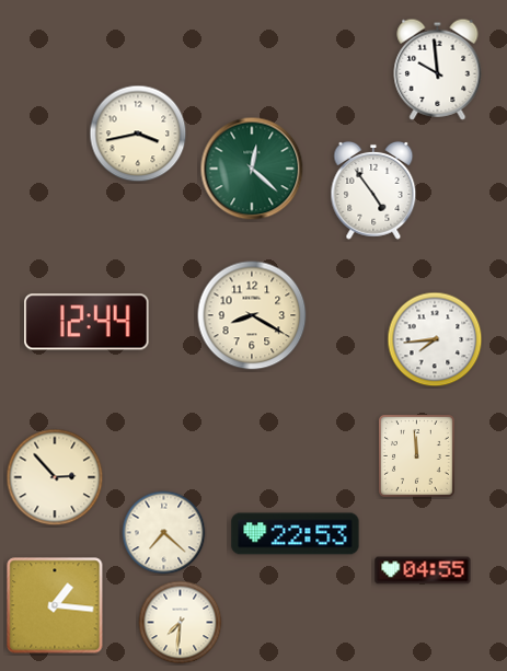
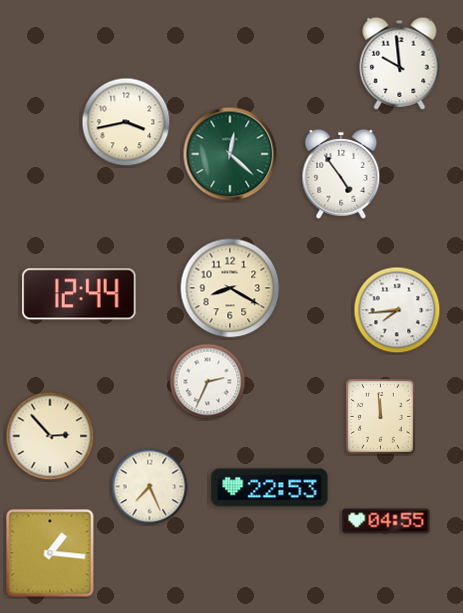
clock at (208, 382): none -> 2:34
clock at (164, 533): 7:22 -> 7:26
clock at (181, 623): 7:31 -> none
